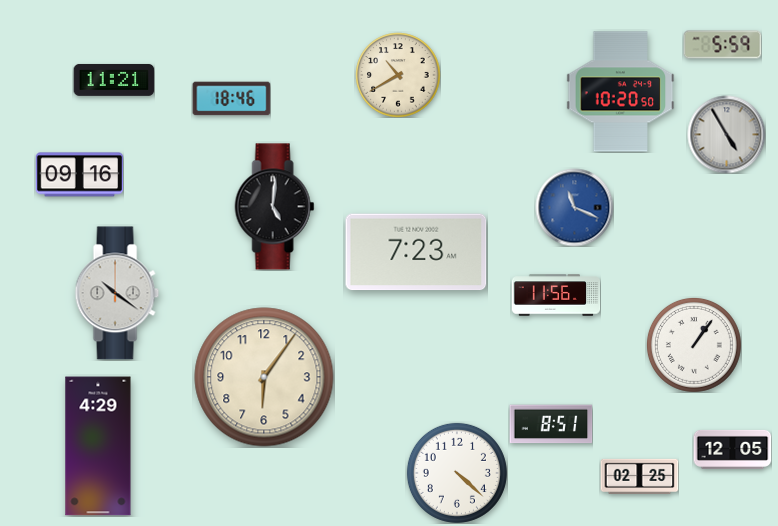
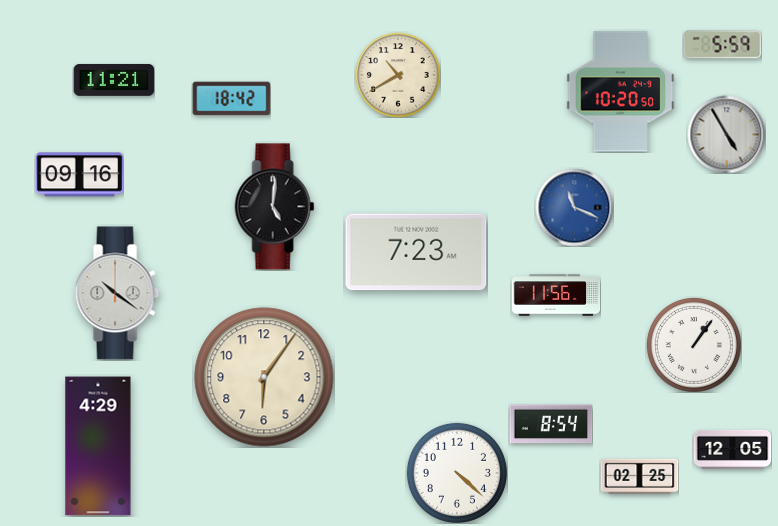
clock at (231, 99): 18:46 -> 18:42
clock at (551, 424): 8:51 -> 8:54
